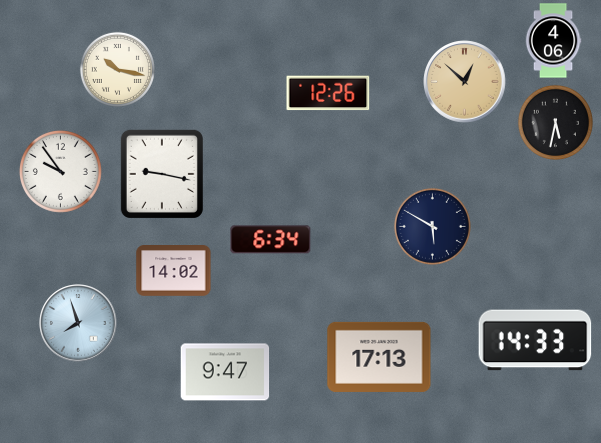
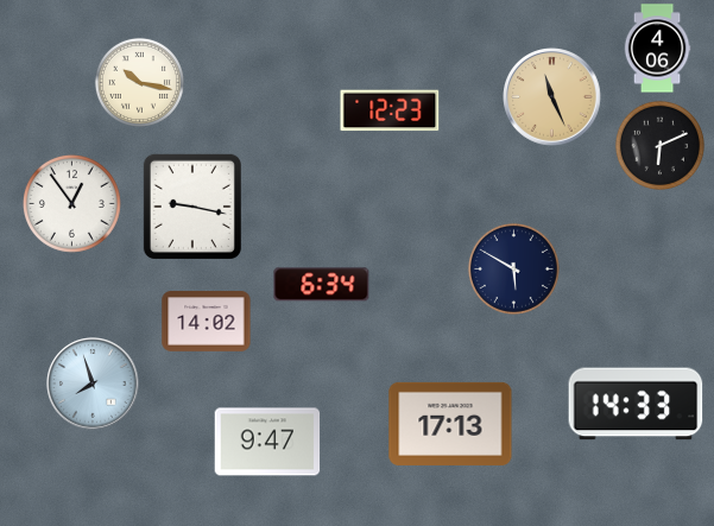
clock at (465, 82): 12:52 -> 11:26
clock at (328, 93): 12:26 -> 12:23
clock at (555, 122): 5:32 -> 6:11
clock at (60, 171): 9:54 -> 12:54
